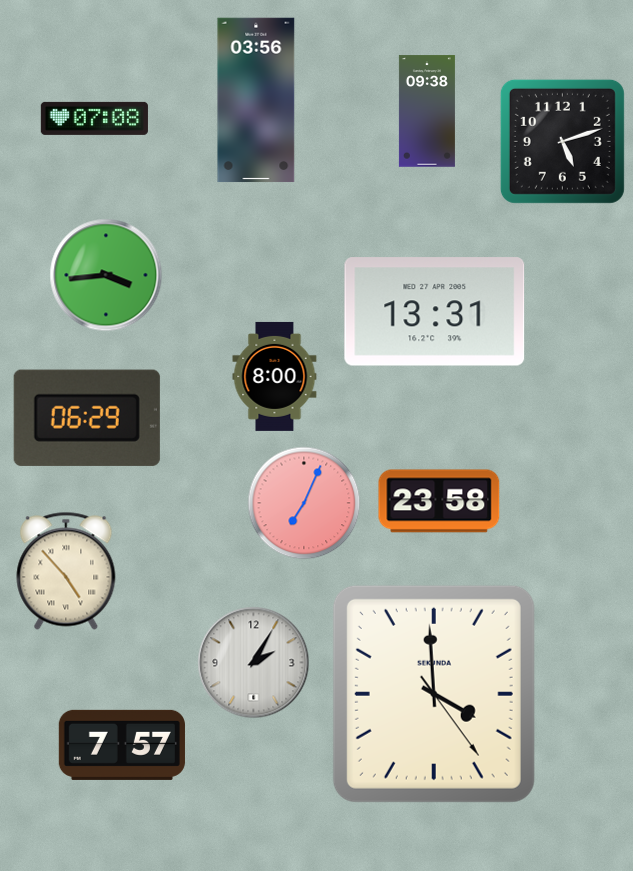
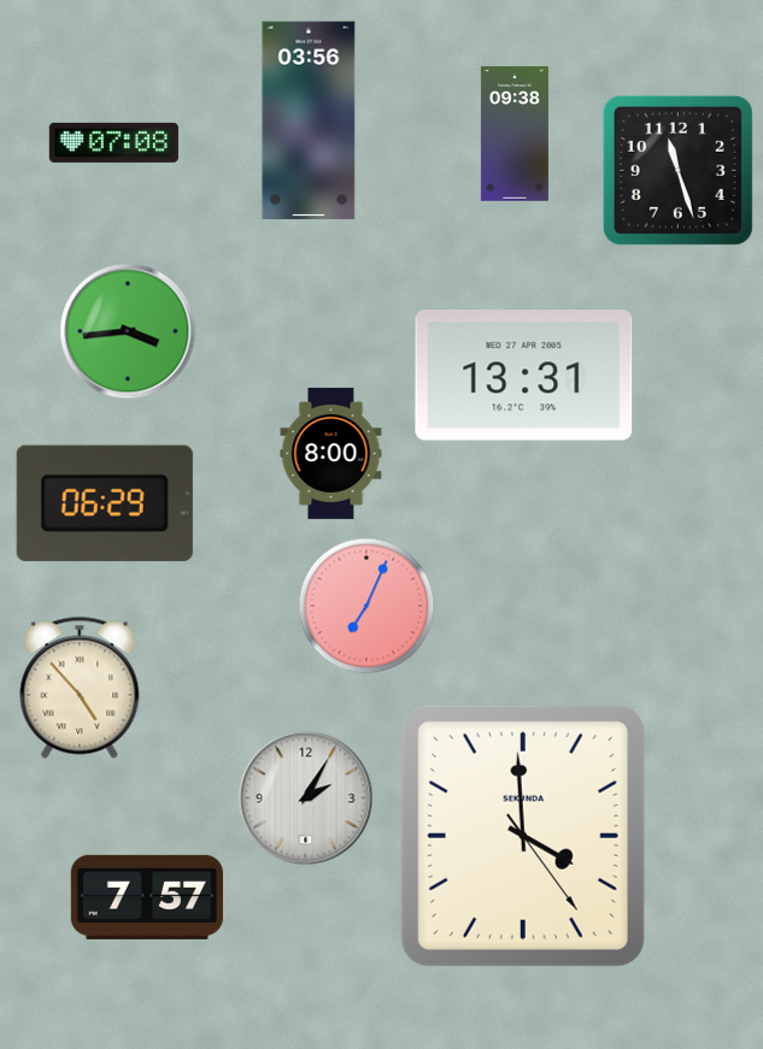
clock at (562, 141): 5:12 -> 11:27
clock at (439, 501): 23:58 -> none
